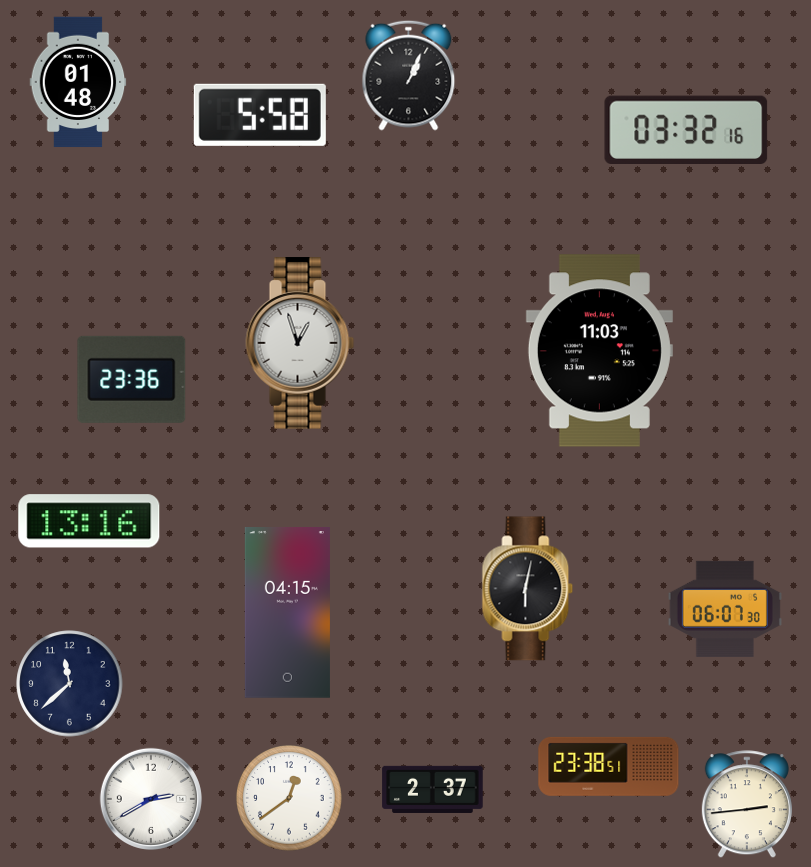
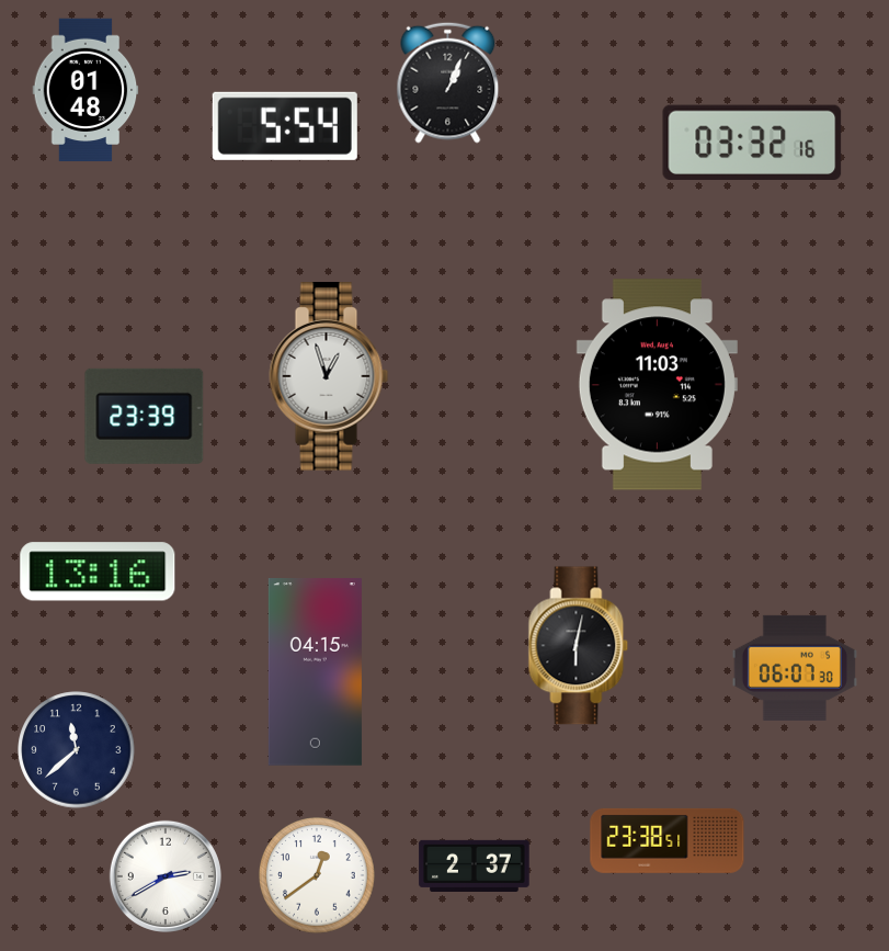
clock at (260, 115): 5:58 -> 5:54
clock at (132, 379): 23:36 -> 23:39
clock at (747, 805): 2:44 -> none
